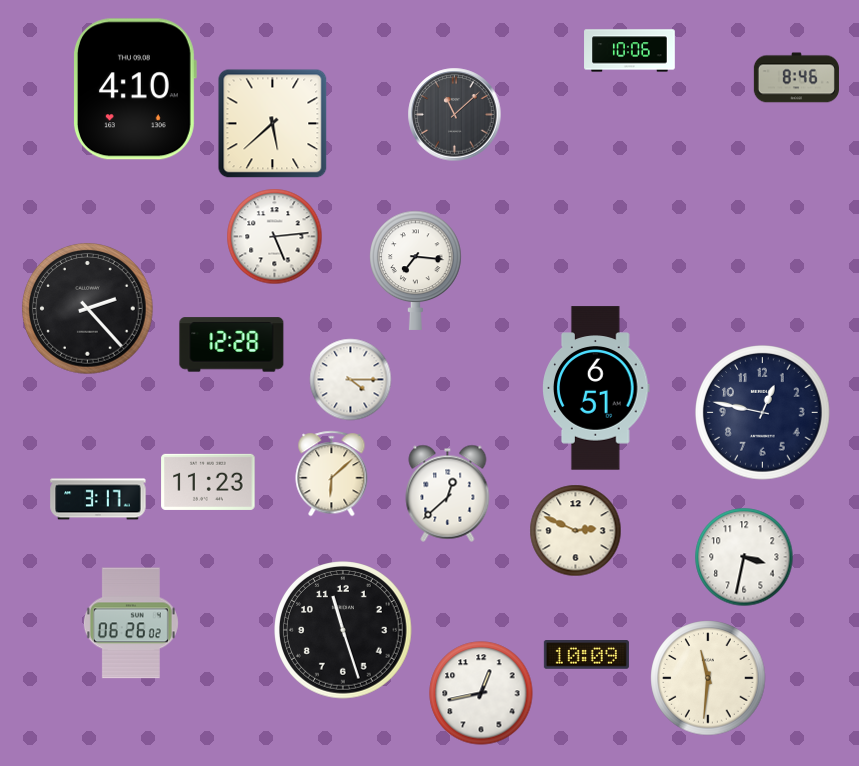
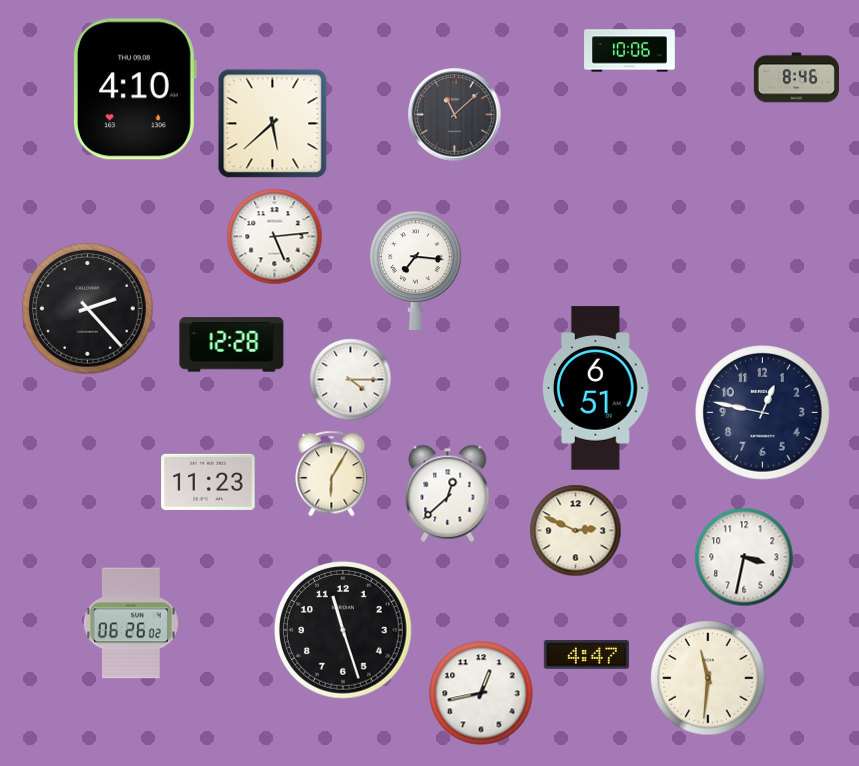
clock at (332, 474): 6:08 -> 6:05
clock at (98, 499): 3:17 -> none
clock at (586, 655): 10:09 -> 4:47
